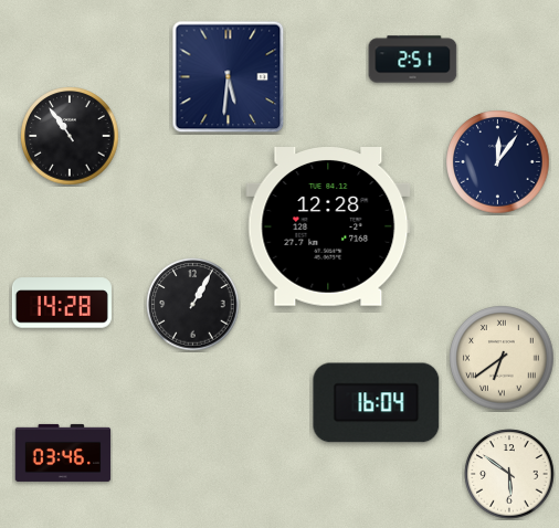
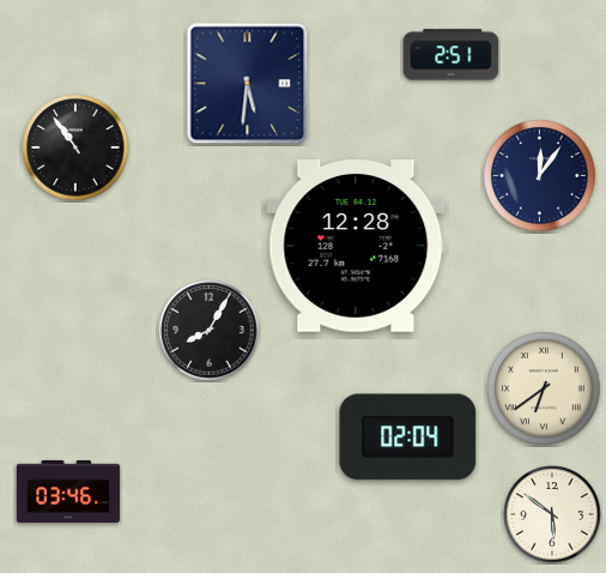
clock at (413, 60) position: (413, 60) -> (452, 55)
clock at (62, 303): 14:28 -> none
clock at (193, 305): 1:05 -> 8:05
clock at (377, 403): 16:04 -> 02:04
